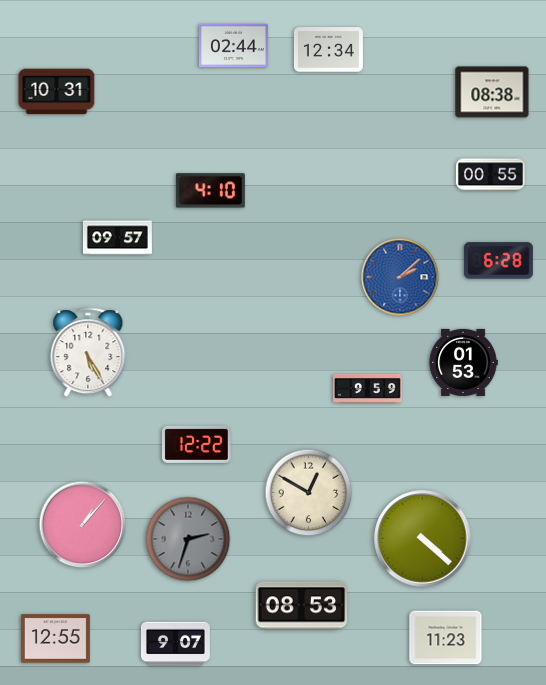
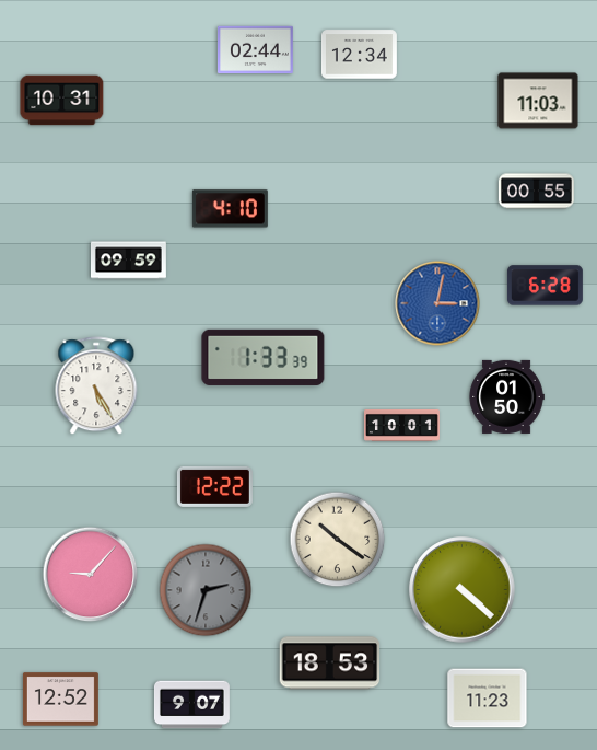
clock at (492, 92): 08:38 -> 11:03
clock at (117, 238): 09:57 -> 09:59
clock at (400, 277): 2:08 -> 3:02
clock at (264, 357): none -> 1:33
clock at (463, 362): 01:53 -> 01:50
clock at (368, 388): 9:59 -> 10:01
clock at (309, 493): 12:50 -> 10:21
clock at (83, 525): 1:07 -> 9:07
clock at (302, 606): 08:53 -> 18:53
clock at (55, 639): 12:55 -> 12:52
